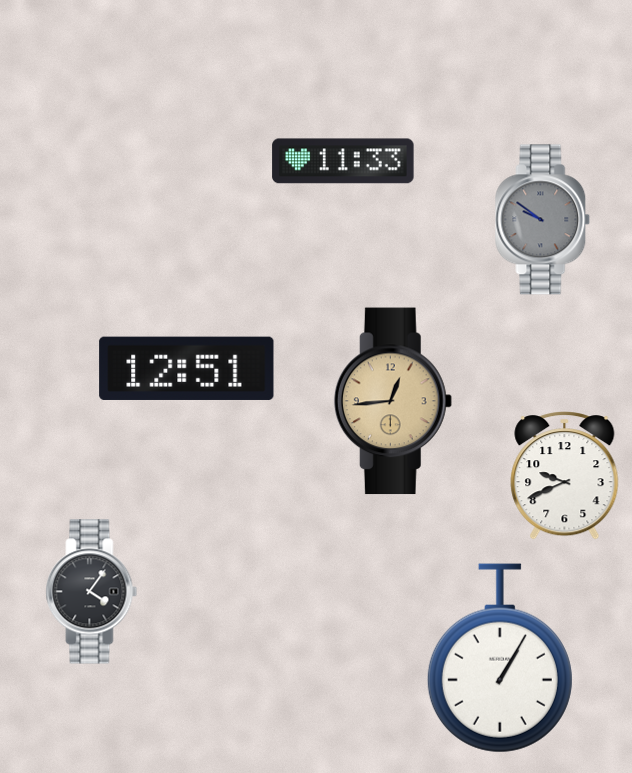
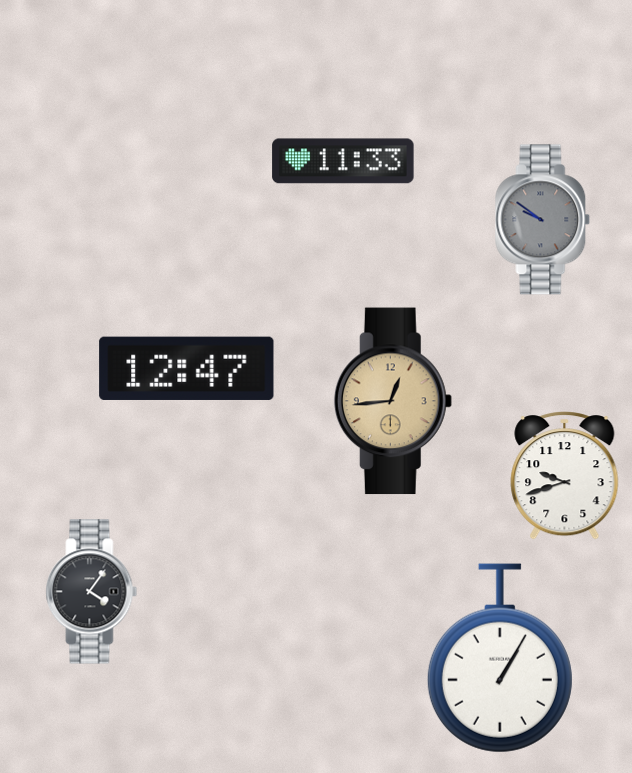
clock at (187, 368): 12:51 -> 12:47
clock at (565, 476): 9:41 -> 9:42
